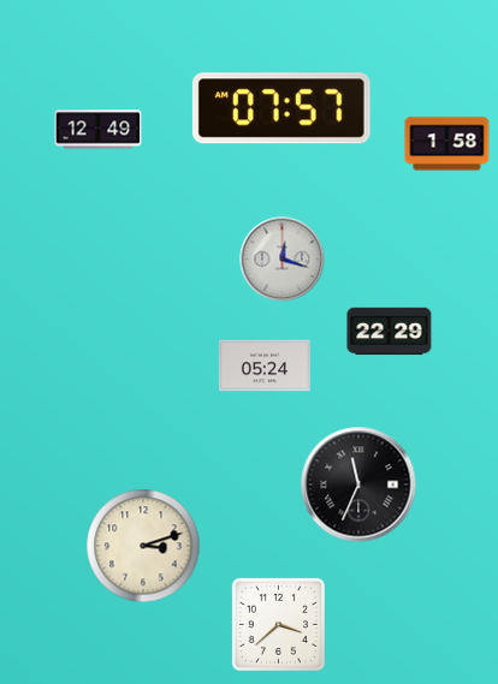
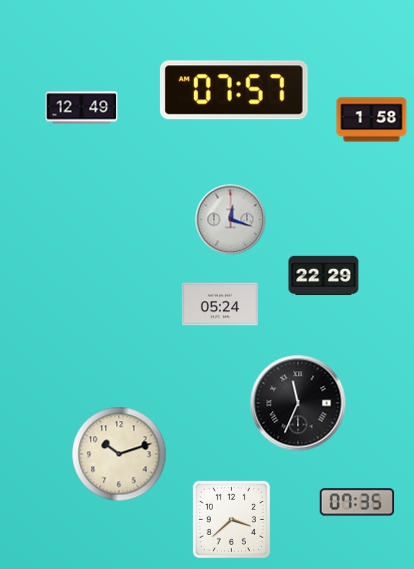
clock at (283, 260) position: (283, 260) -> (231, 220)
clock at (143, 546): 3:12 -> 10:12
clock at (357, 502): none -> 07:35
